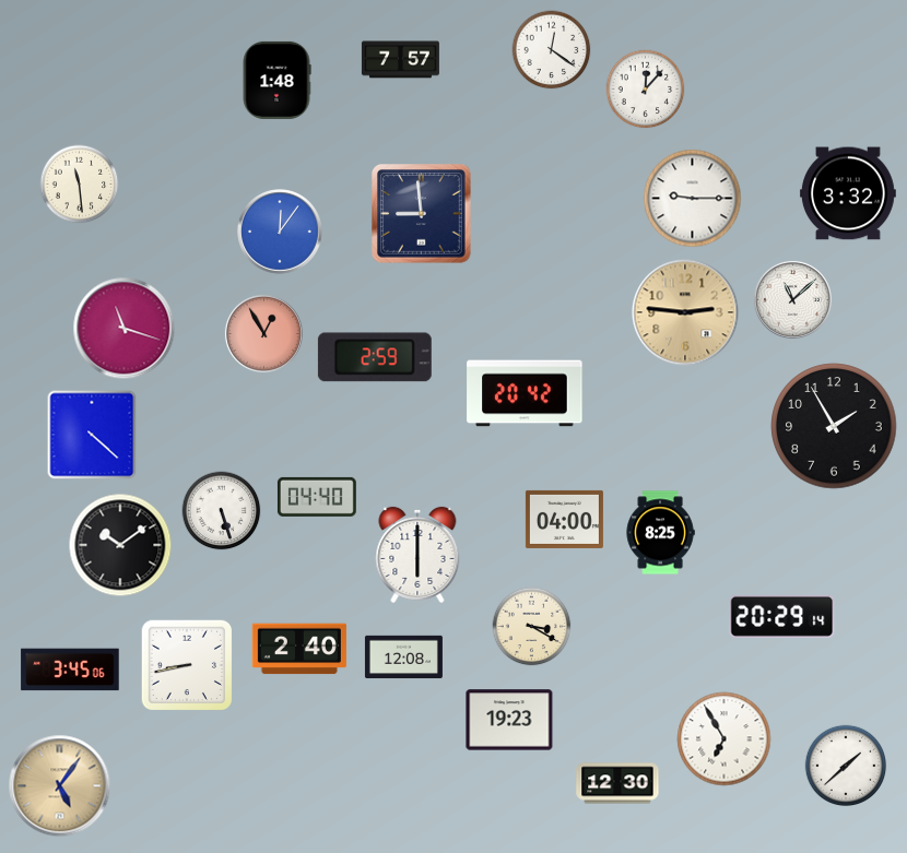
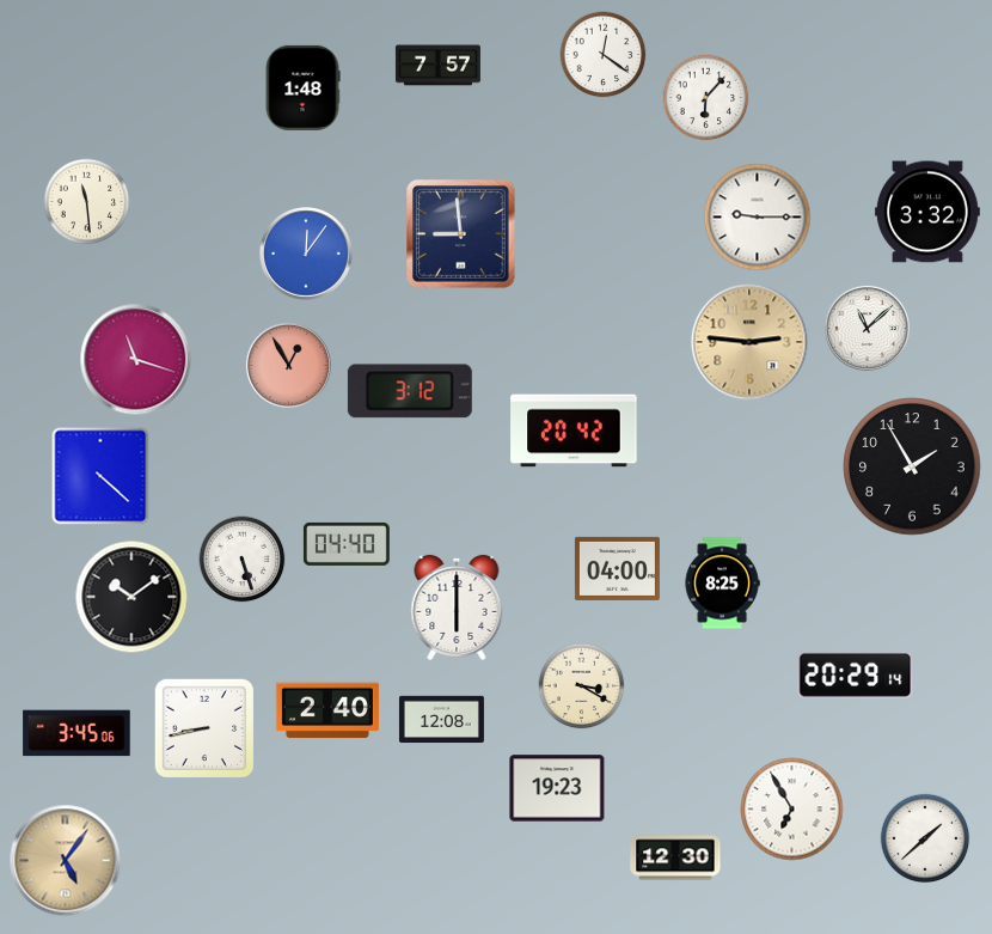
clock at (646, 90): 12:07 -> 6:07
clock at (375, 357): 2:59 -> 3:12
